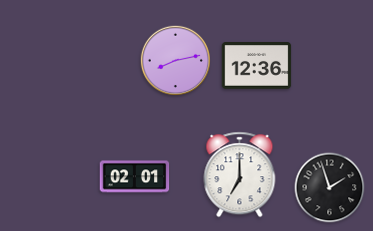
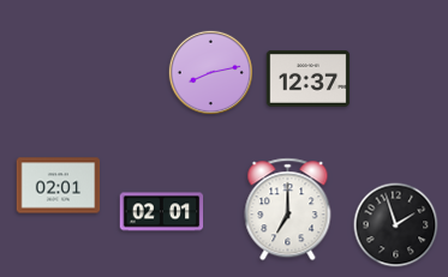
clock at (257, 66): 12:36 -> 12:37
clock at (59, 186): none -> 02:01
